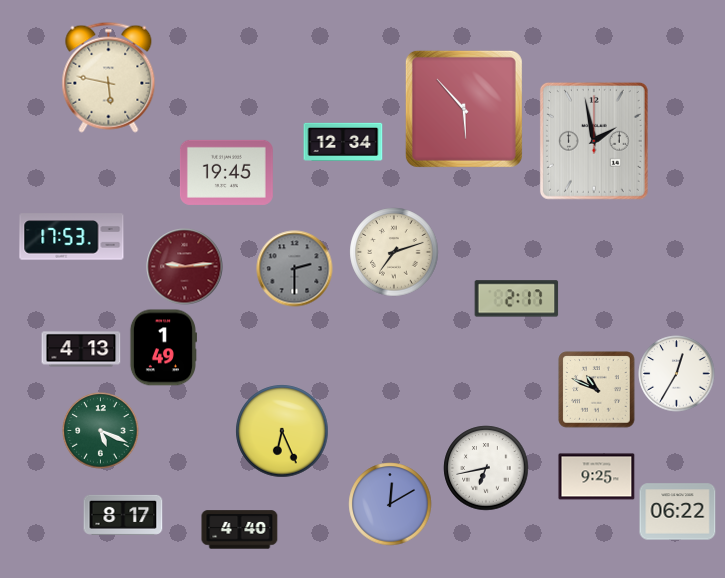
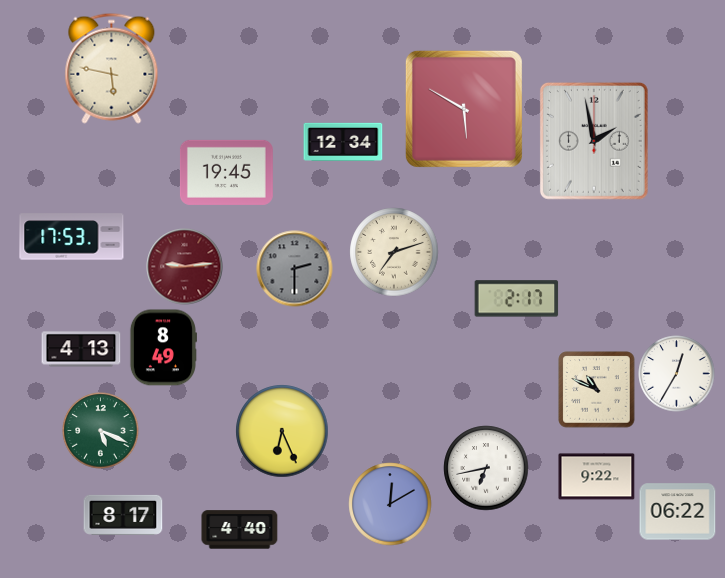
clock at (109, 77) position: (109, 77) -> (112, 68)
clock at (464, 109): 5:53 -> 5:50
clock at (163, 348): 1:49 -> 8:49
clock at (597, 477): 9:25 -> 9:22
